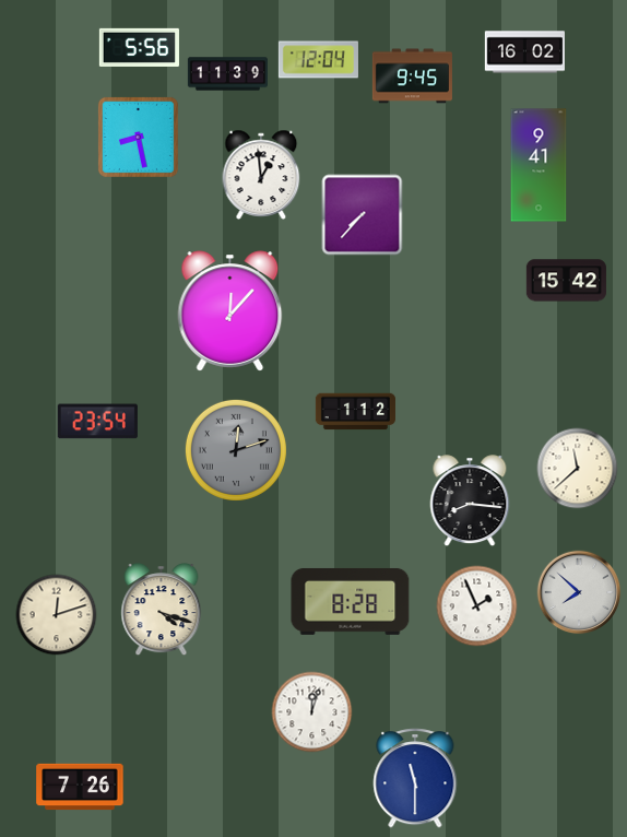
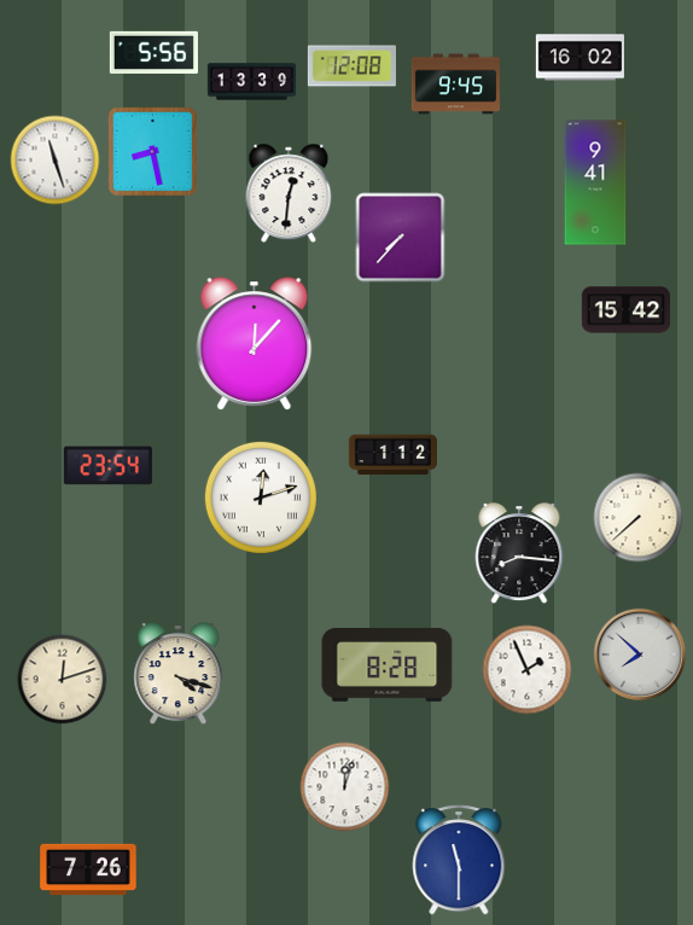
clock at (318, 60): 12:04 -> 12:08
clock at (227, 74): 11:39 -> 13:39
clock at (56, 161): none -> 11:27
clock at (261, 175): 12:59 -> 12:31
clock at (236, 450) dial: grey -> white
clock at (578, 469): 11:38 -> 7:38
